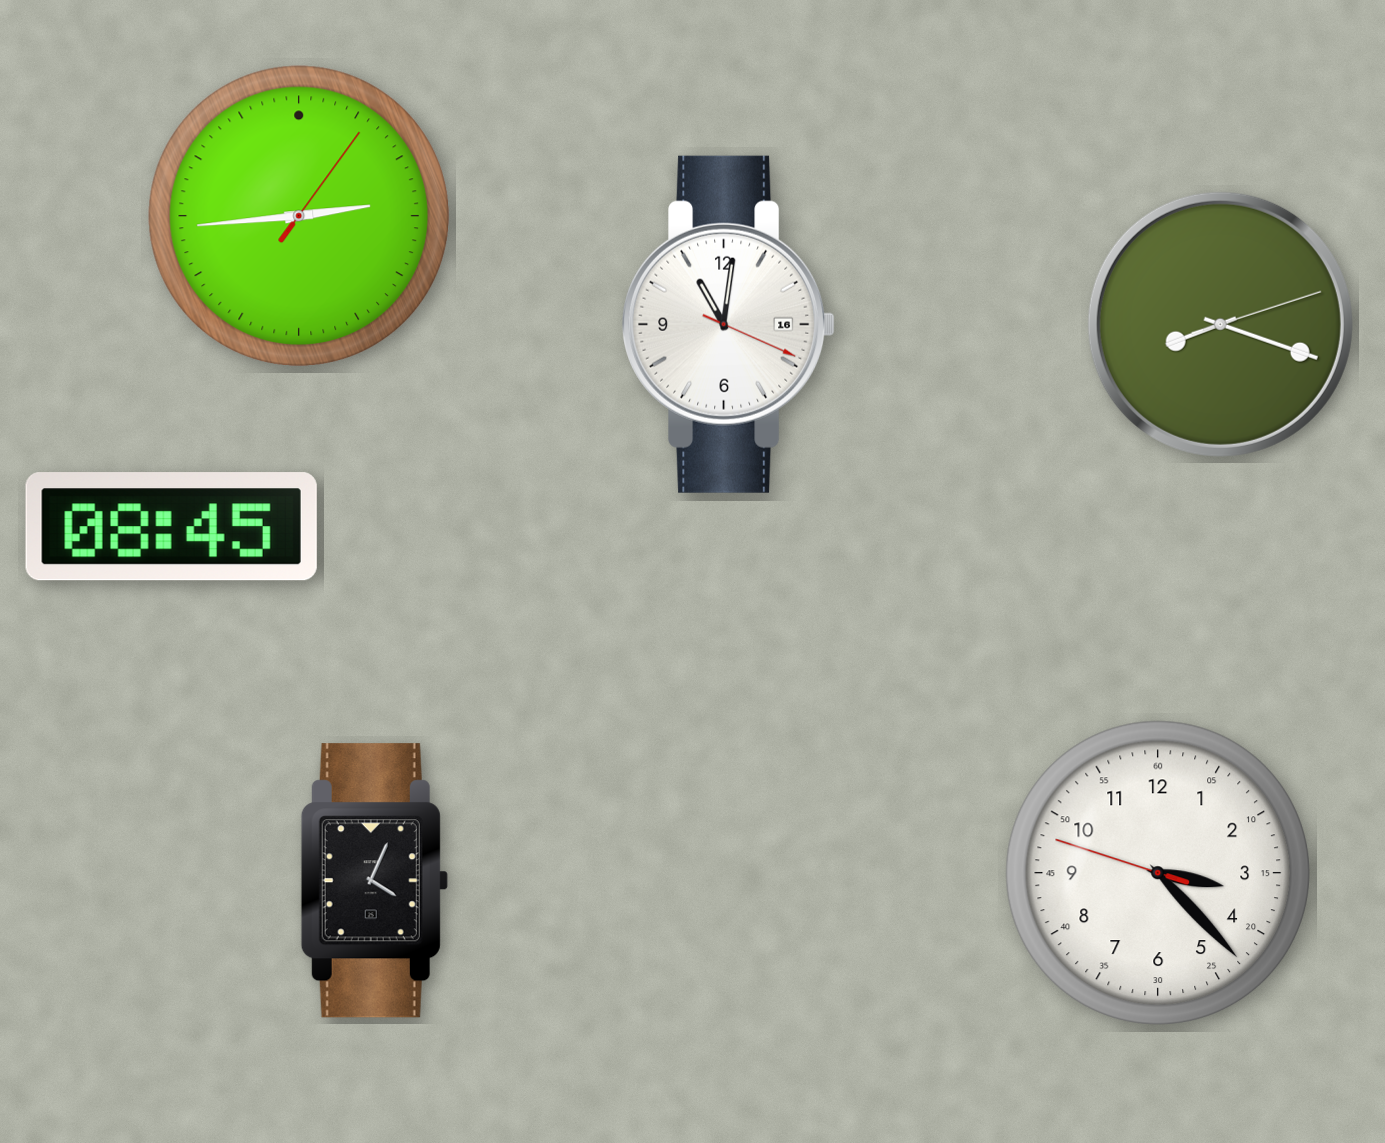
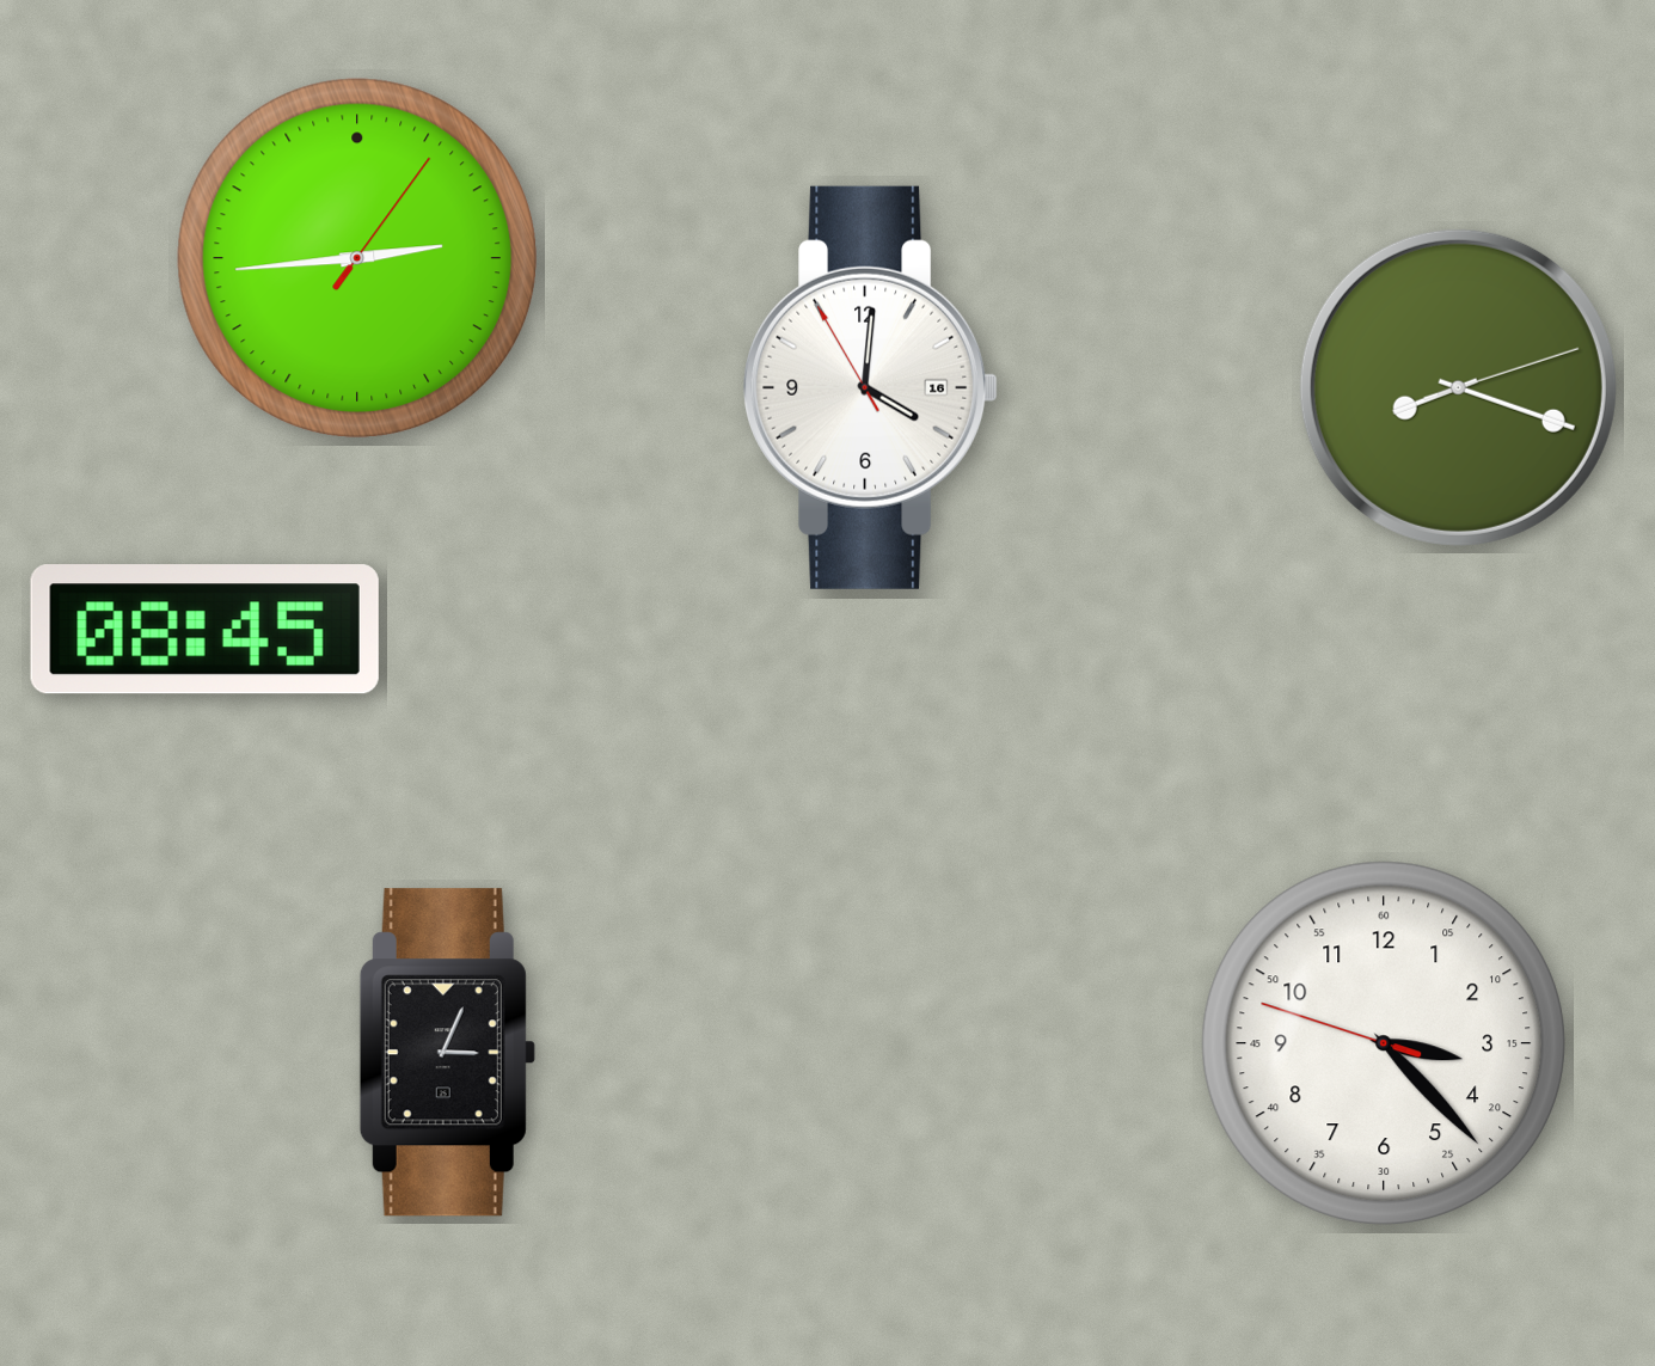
clock at (729, 324): 11:01 -> 4:00
clock at (374, 881): 4:04 -> 3:04
